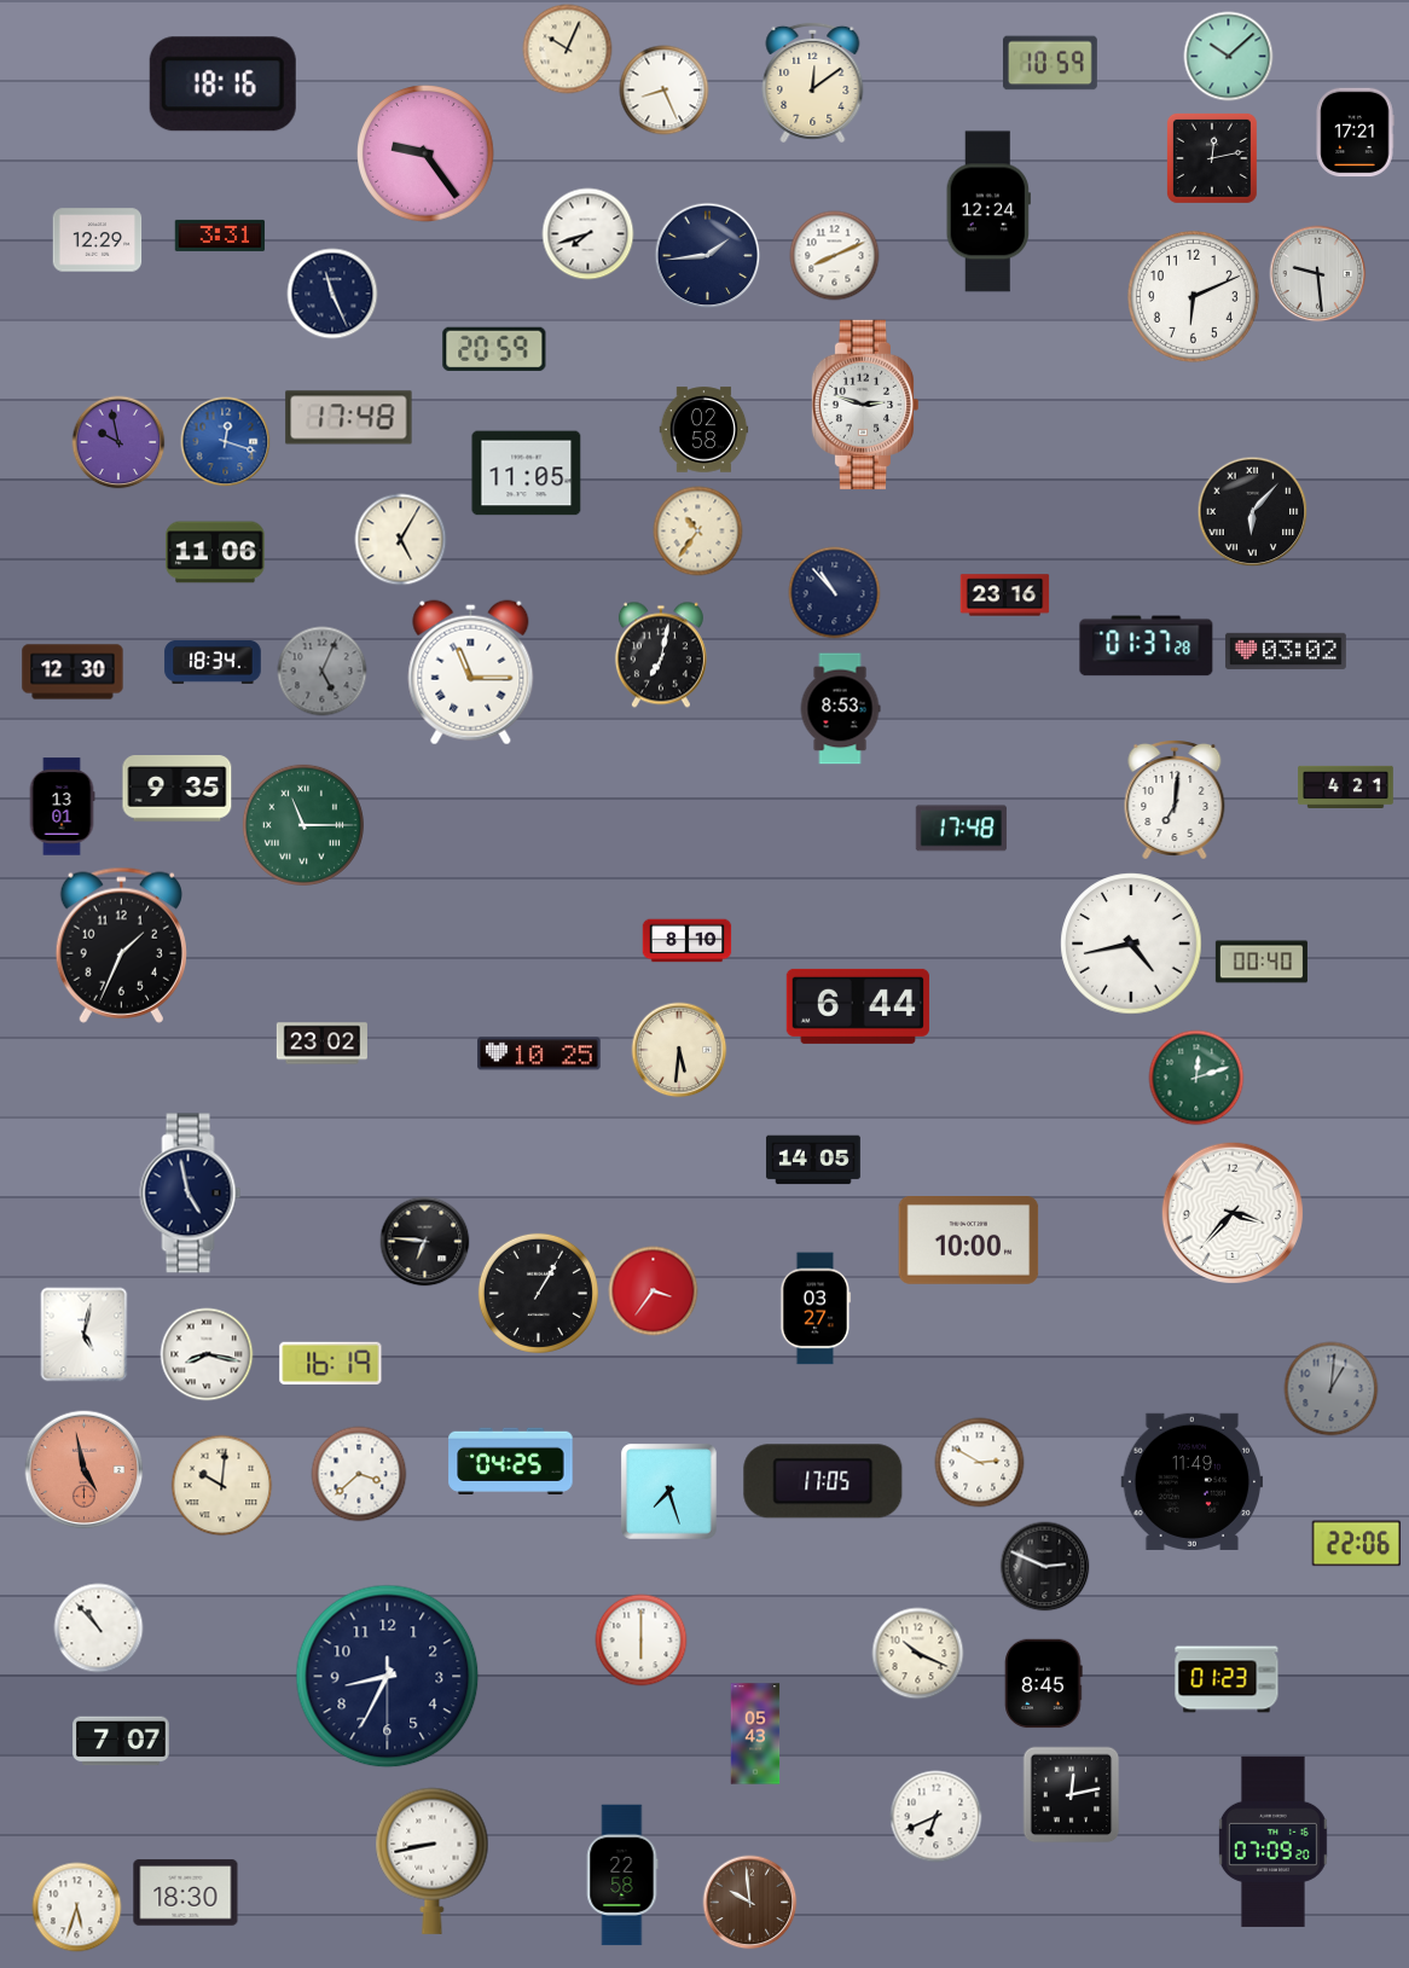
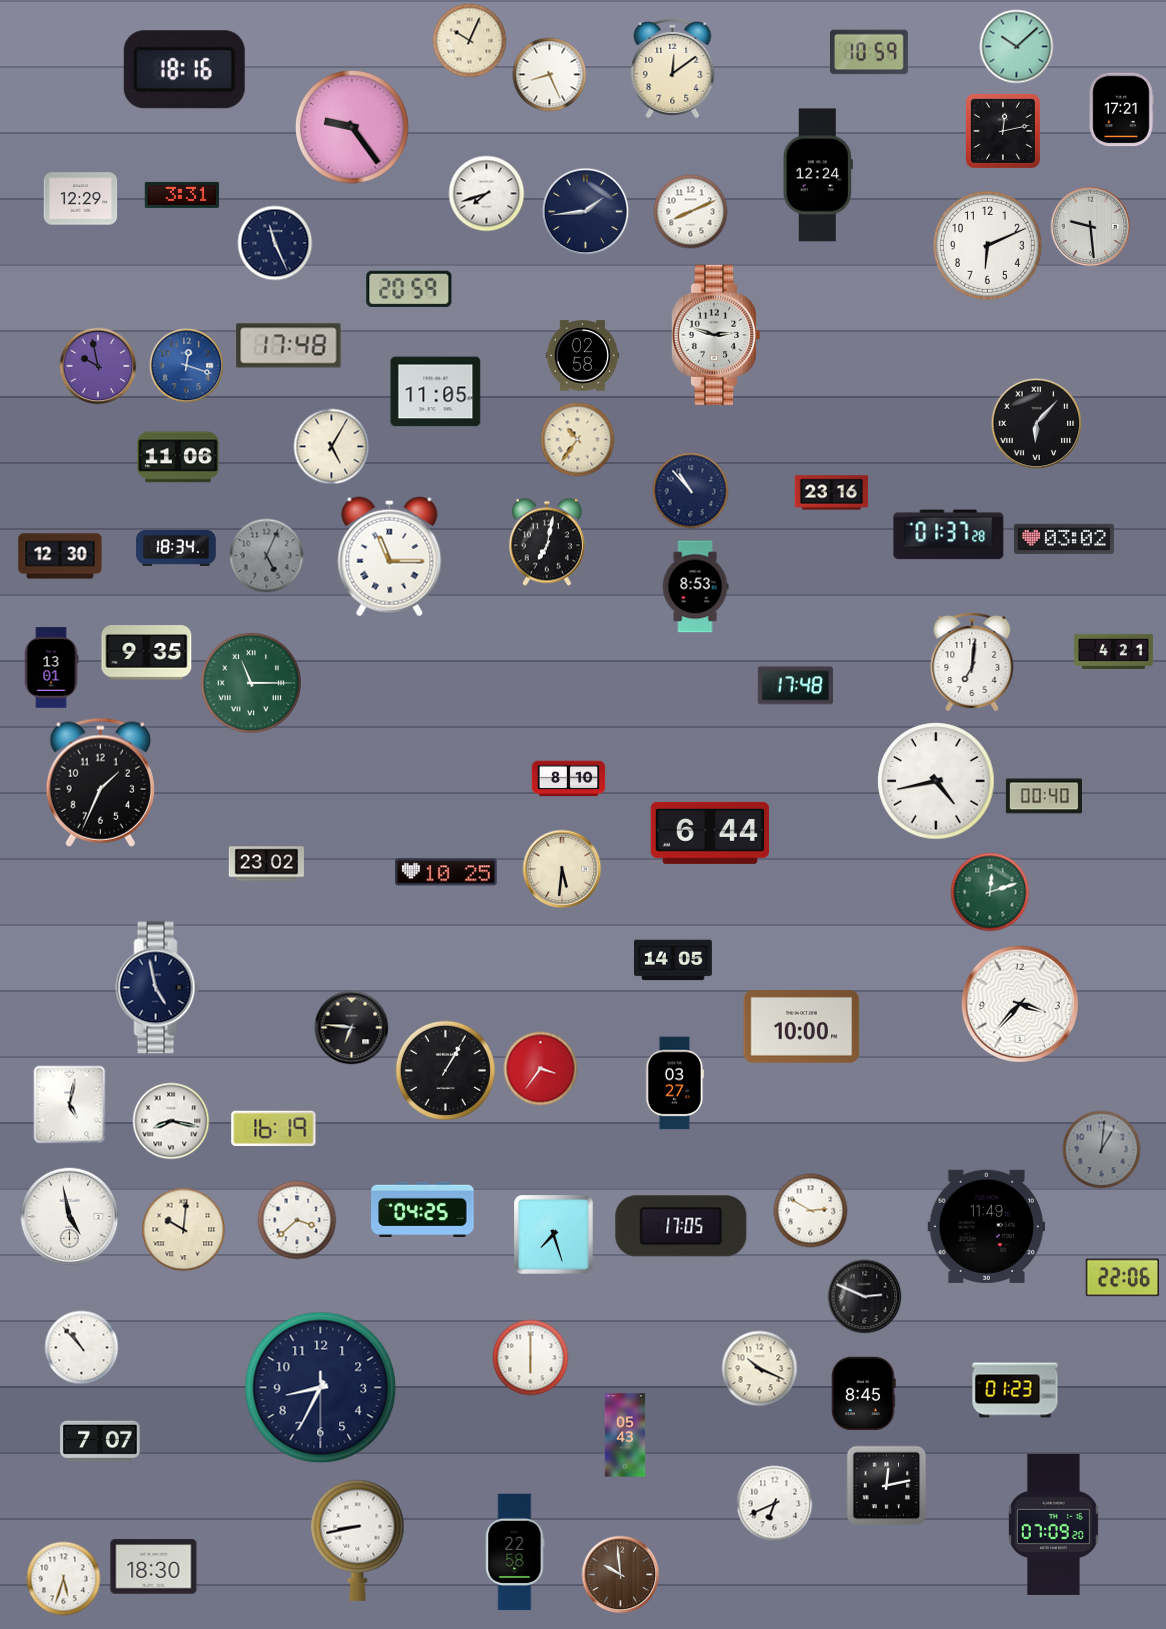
clock at (85, 1470) dial: salmon -> white
